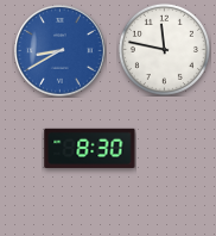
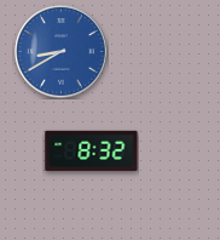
clock at (164, 49): 11:47 -> none
clock at (90, 148): 8:30 -> 8:32
